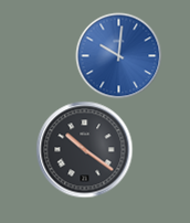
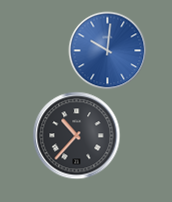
clock at (84, 149): 10:21 -> 10:37
